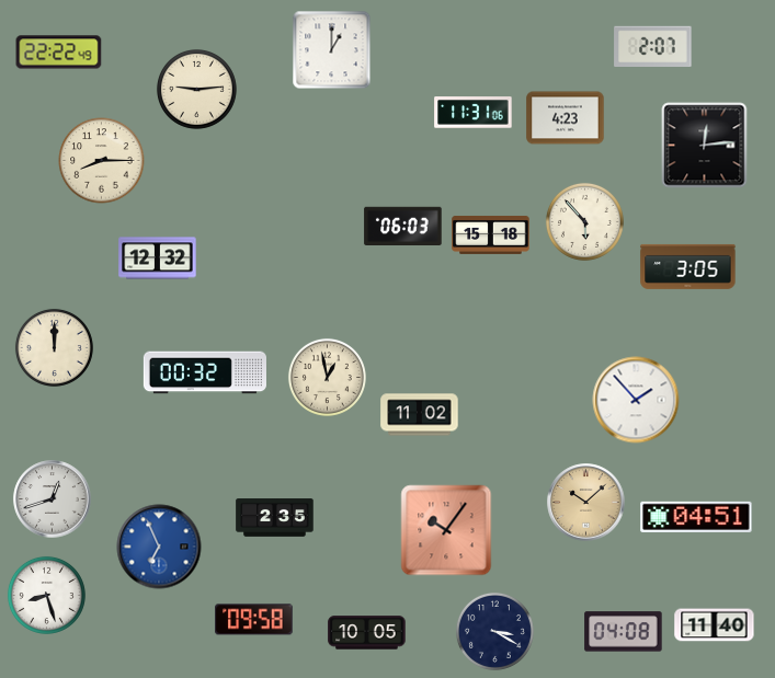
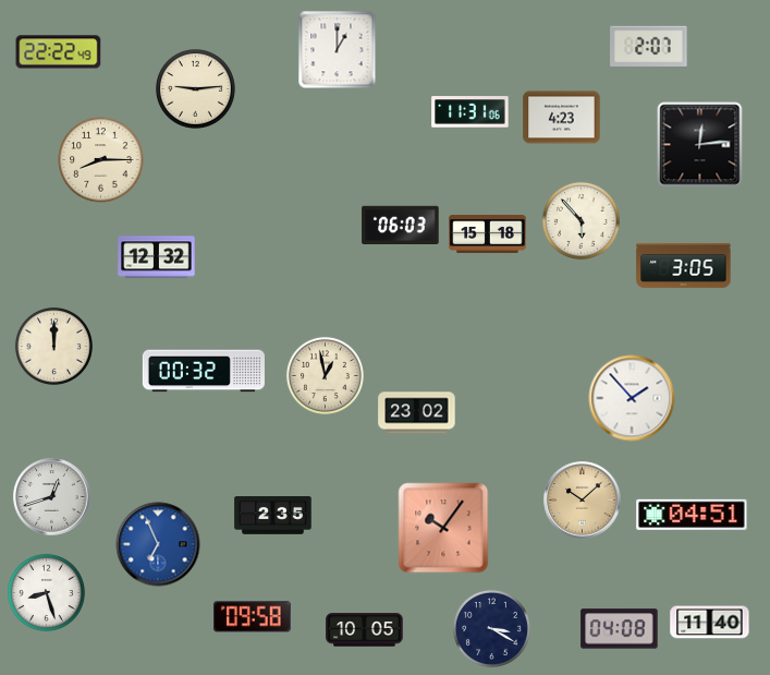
clock at (332, 50) position: (332, 50) -> (338, 50)
clock at (420, 415): 11:02 -> 23:02
